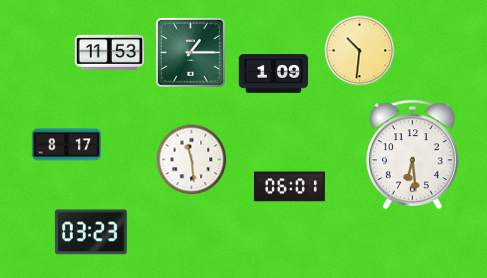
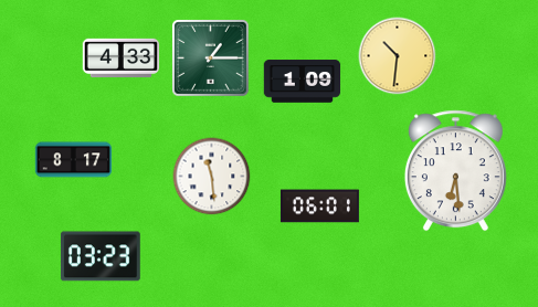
clock at (110, 52): 11:53 -> 4:33
